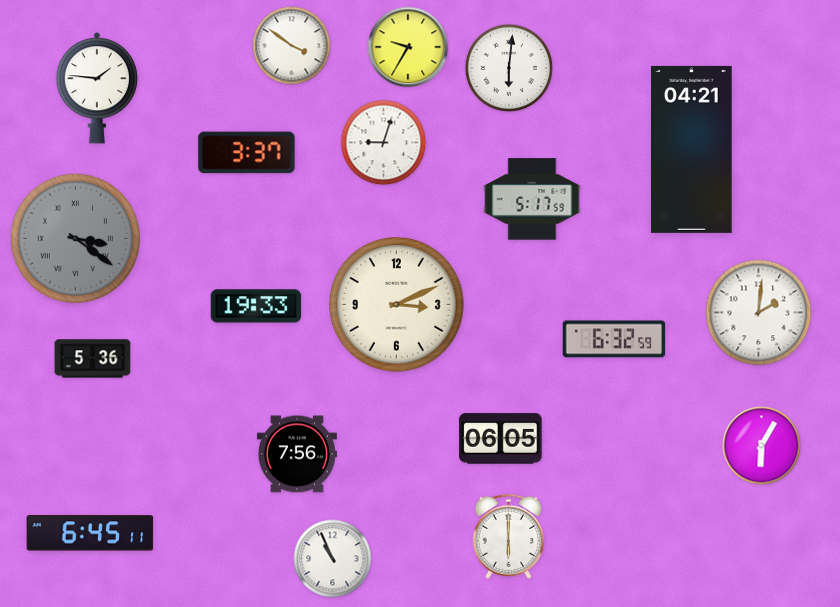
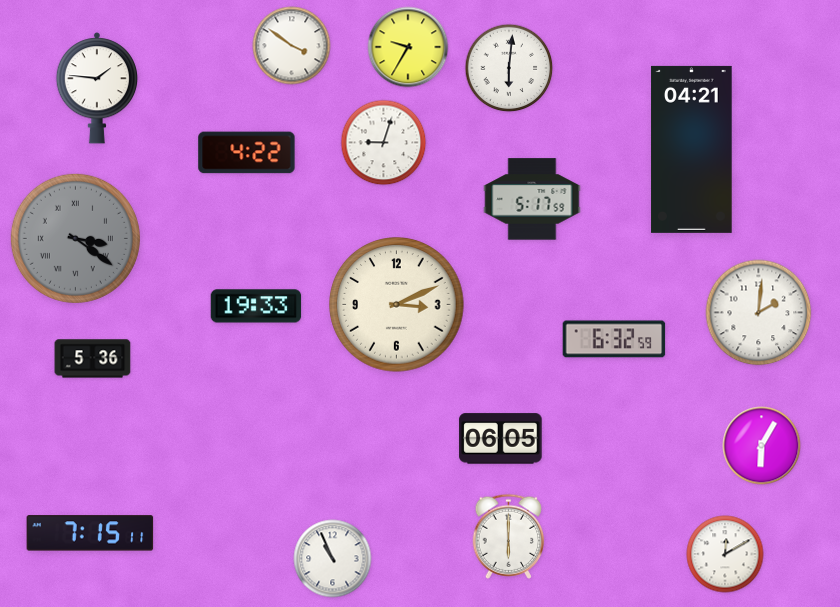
clock at (247, 153): 3:37 -> 4:22
clock at (297, 454): 7:56 -> none
clock at (90, 533): 6:45 -> 7:15
clock at (725, 554): none -> 12:10
